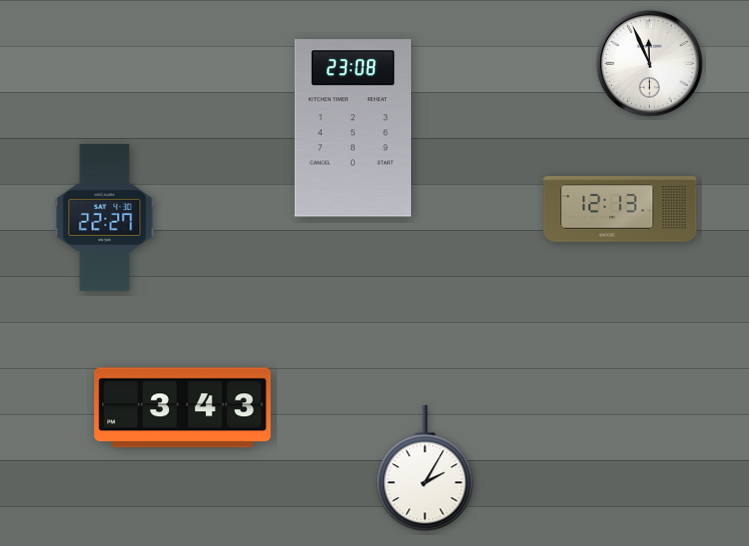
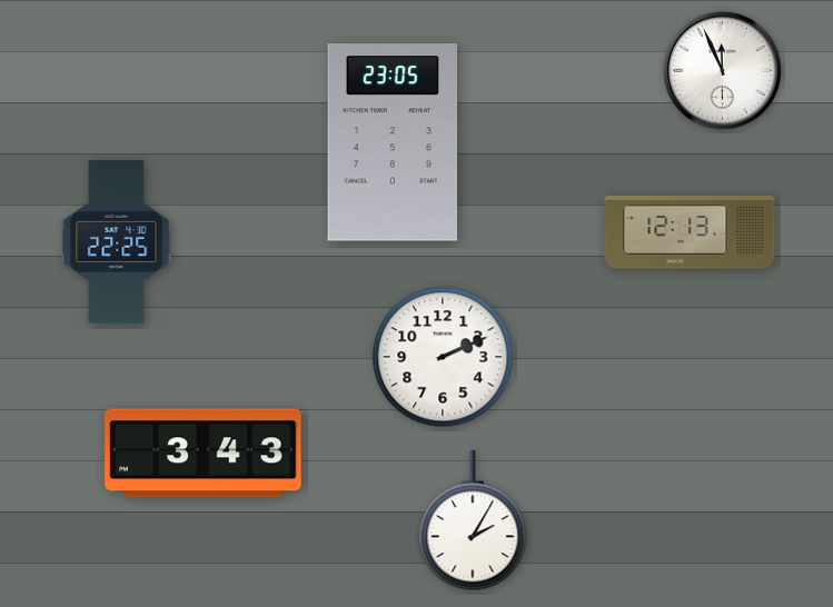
clock at (353, 128): 23:08 -> 23:05
clock at (105, 217): 22:27 -> 22:25
clock at (443, 357): none -> 2:11
